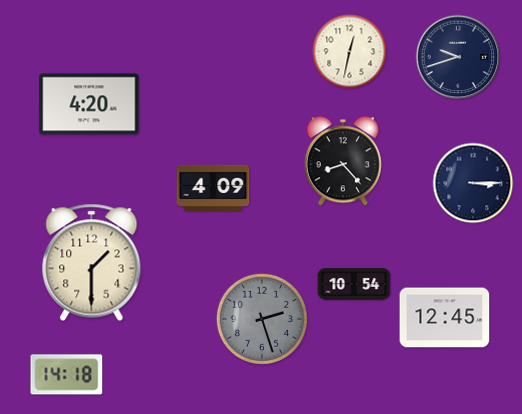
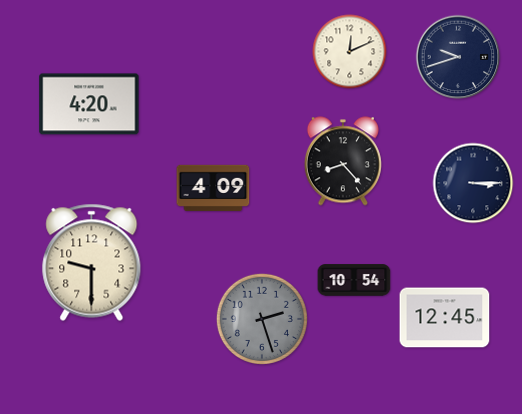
clock at (350, 52): 12:32 -> 12:11
clock at (92, 262): 1:30 -> 9:30
clock at (354, 284) position: (354, 284) -> (354, 280)
clock at (67, 375): 14:18 -> none
